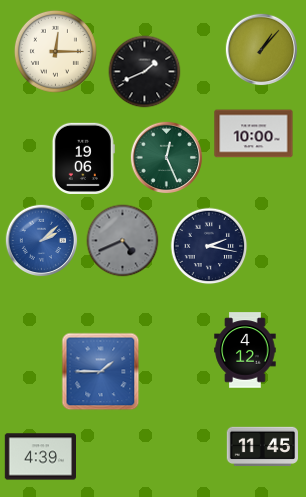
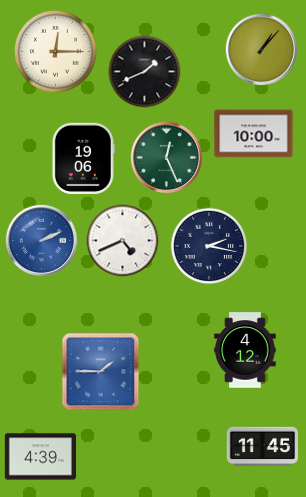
clock at (42, 241): 2:08 -> 2:11
clock at (123, 241) dial: grey -> white
